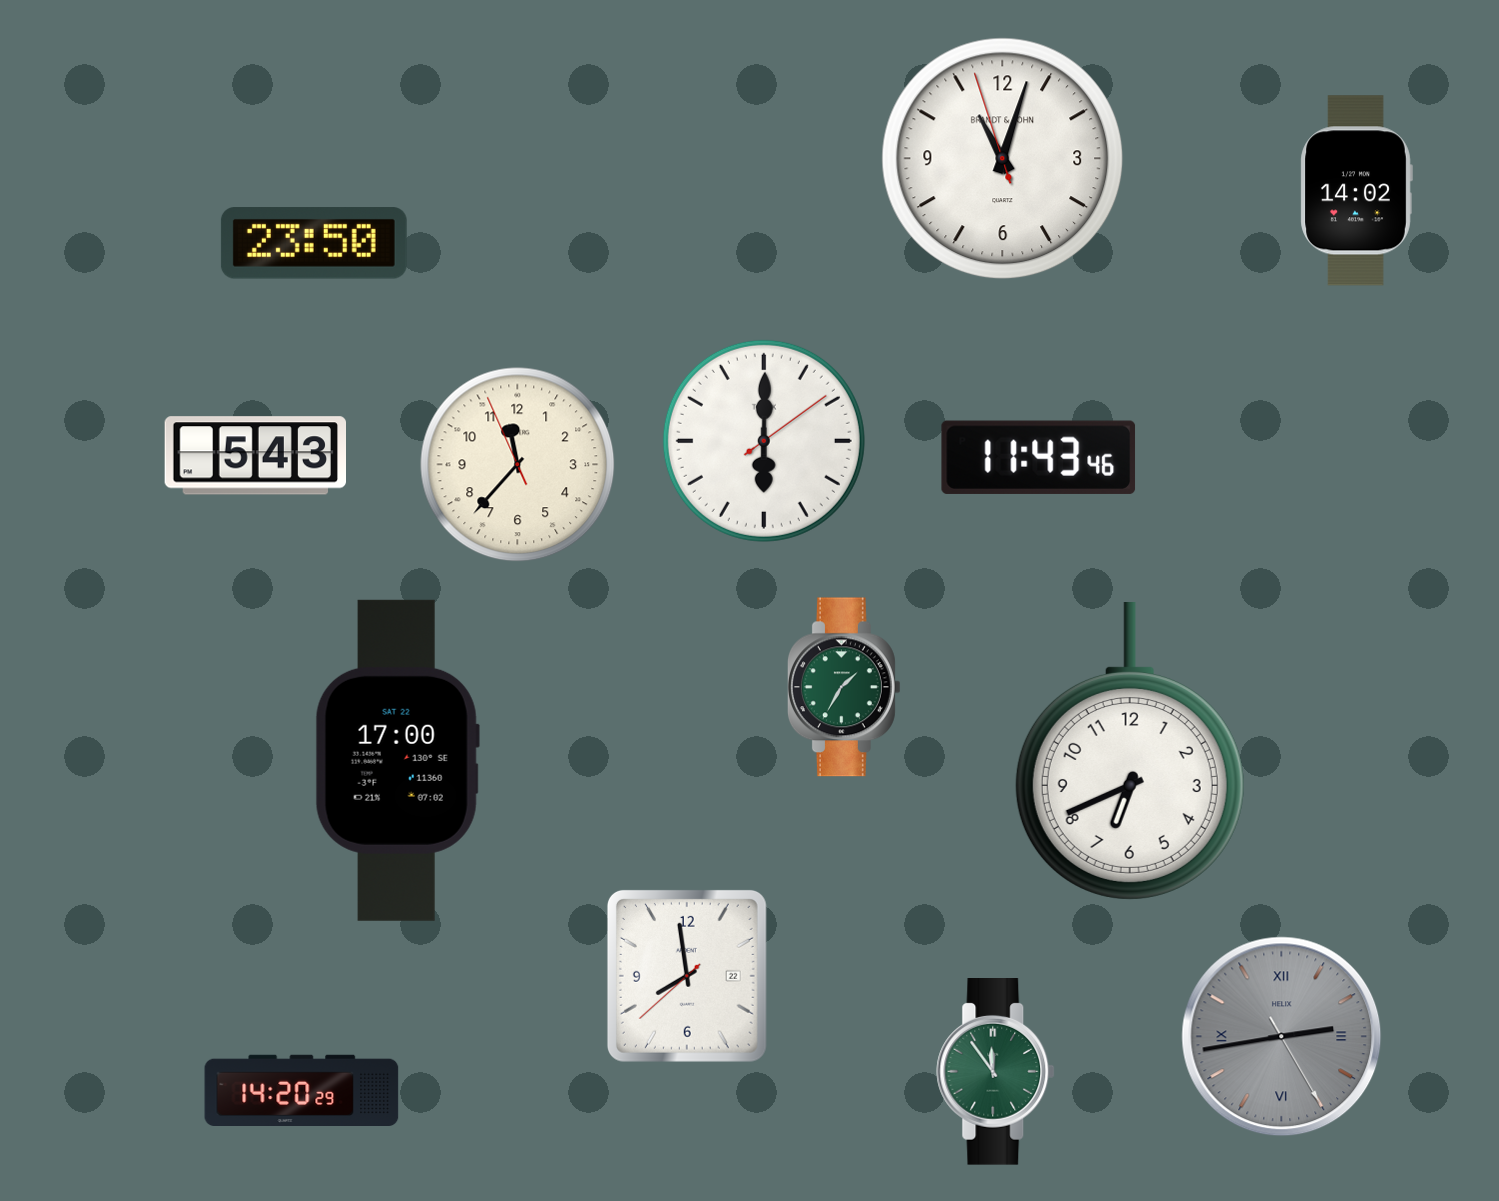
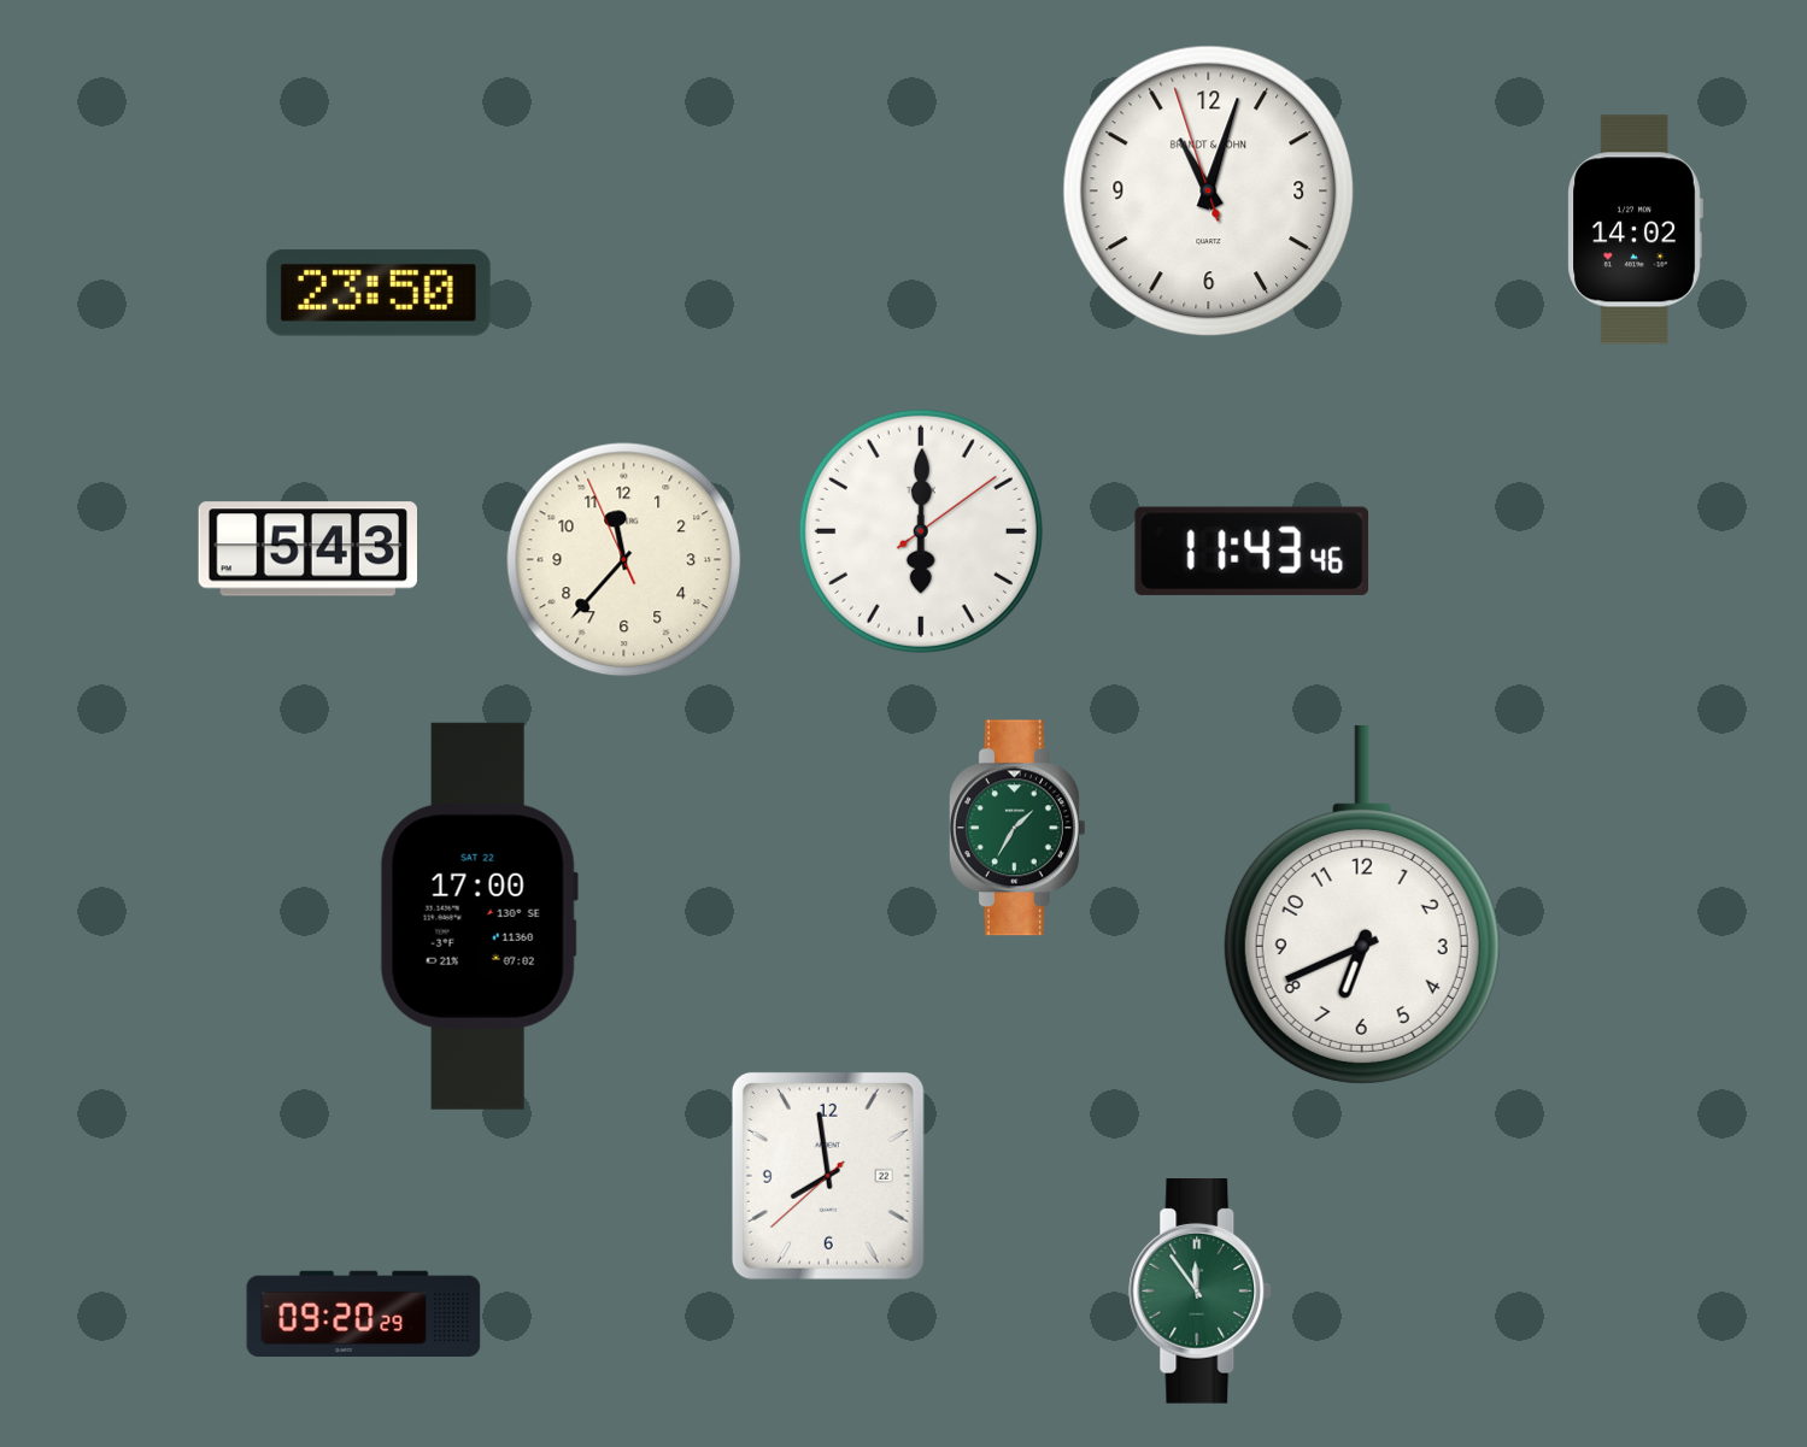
clock at (1282, 1037): 2:43 -> none
clock at (302, 1090): 14:20 -> 09:20
